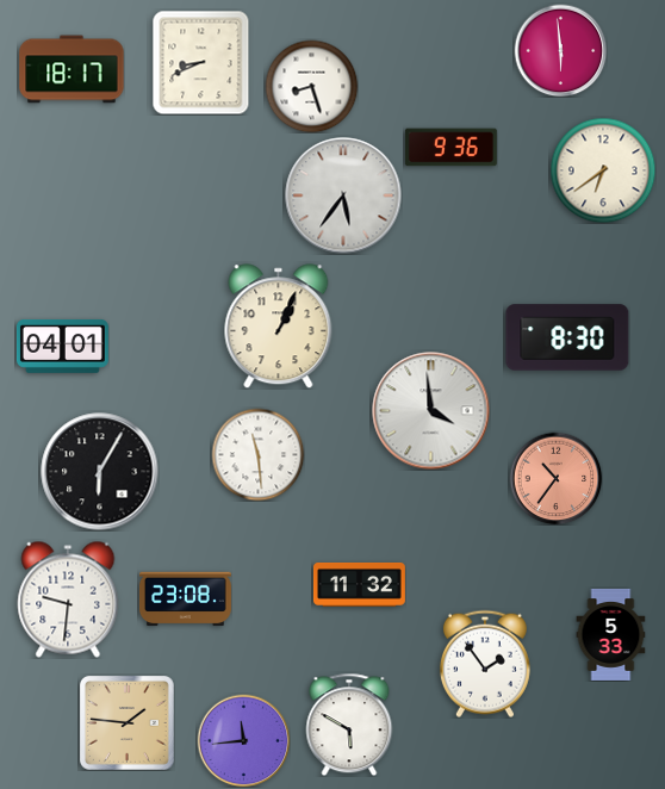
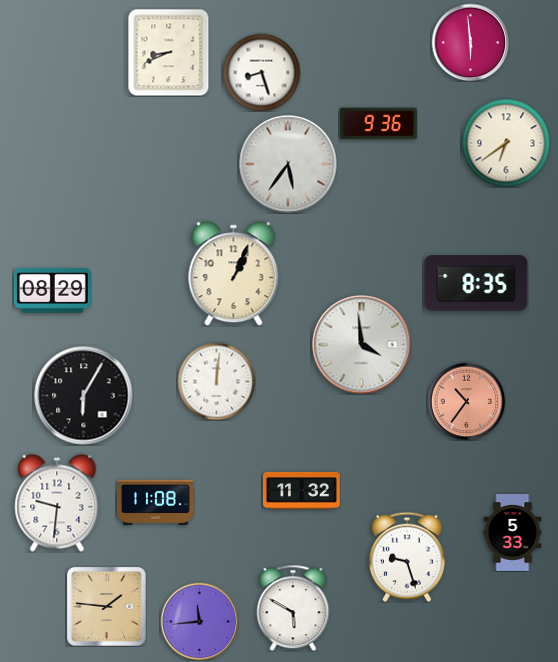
clock at (72, 69): 18:17 -> none
clock at (567, 337): 8:30 -> 8:35
clock at (62, 346): 04:01 -> 08:29
clock at (257, 454): 11:29 -> 12:01
clock at (185, 599): 23:08 -> 11:08
clock at (485, 664): 1:54 -> 9:27
clock at (243, 740) position: (243, 740) -> (199, 621)
